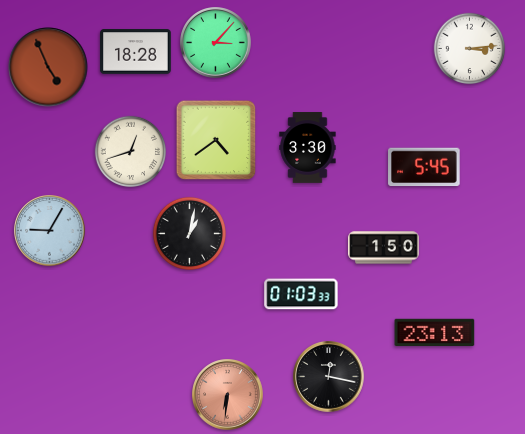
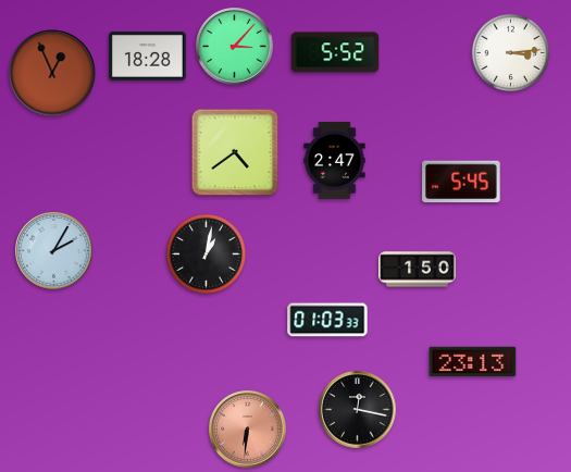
clock at (335, 52): none -> 5:52
clock at (48, 67): 4:56 -> 12:56
clock at (308, 148): 3:30 -> 2:47
clock at (131, 152): 12:42 -> none
clock at (50, 231): 9:05 -> 2:05
